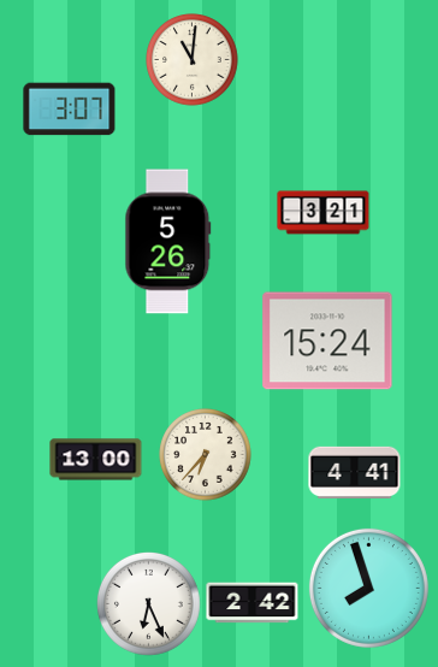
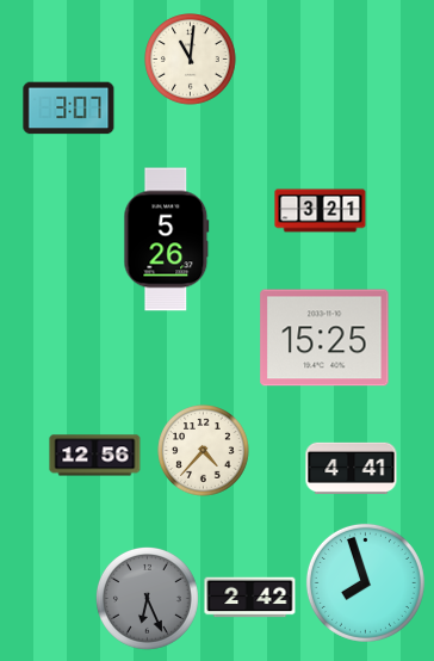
clock at (327, 341): 15:24 -> 15:25
clock at (206, 455): 6:37 -> 4:37
clock at (96, 460): 13:00 -> 12:56
clock at (148, 603) dial: white -> grey
